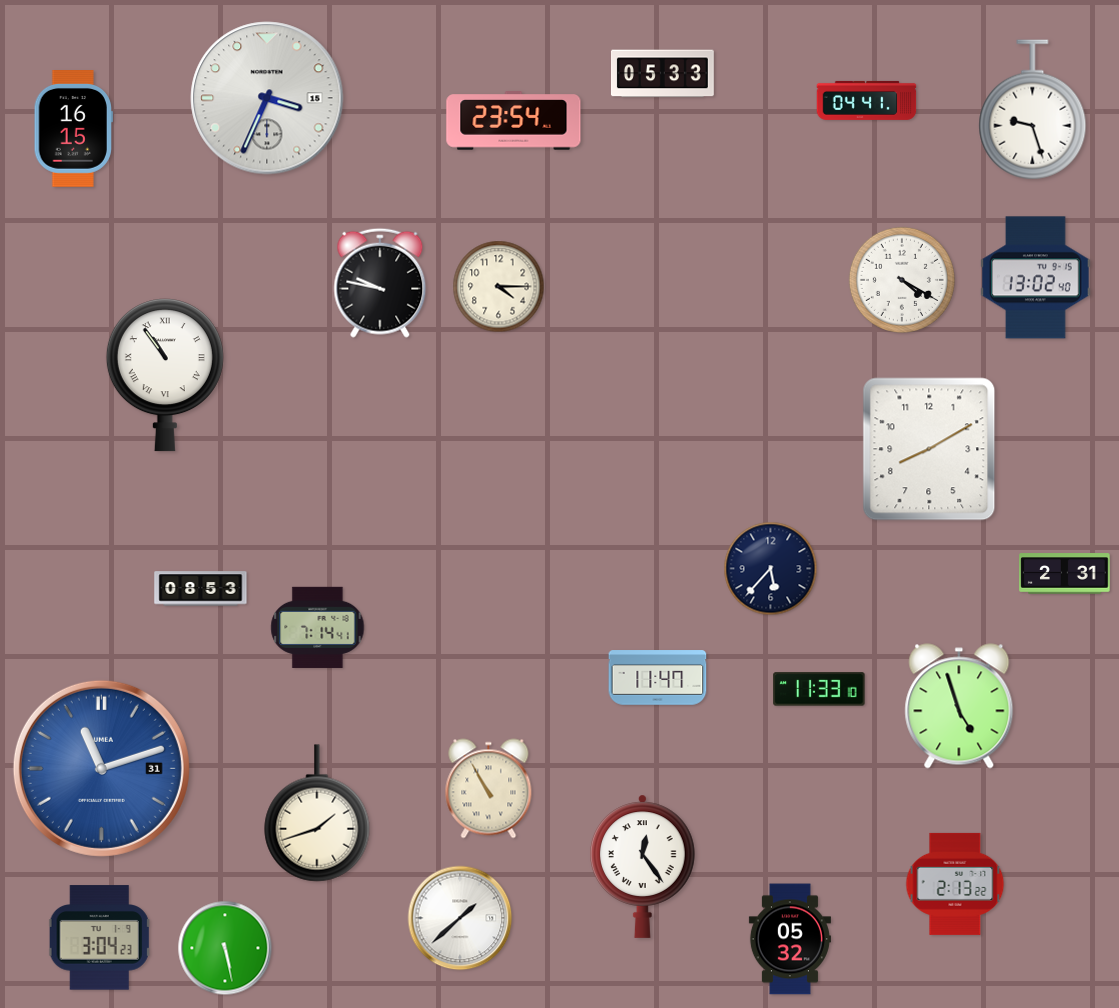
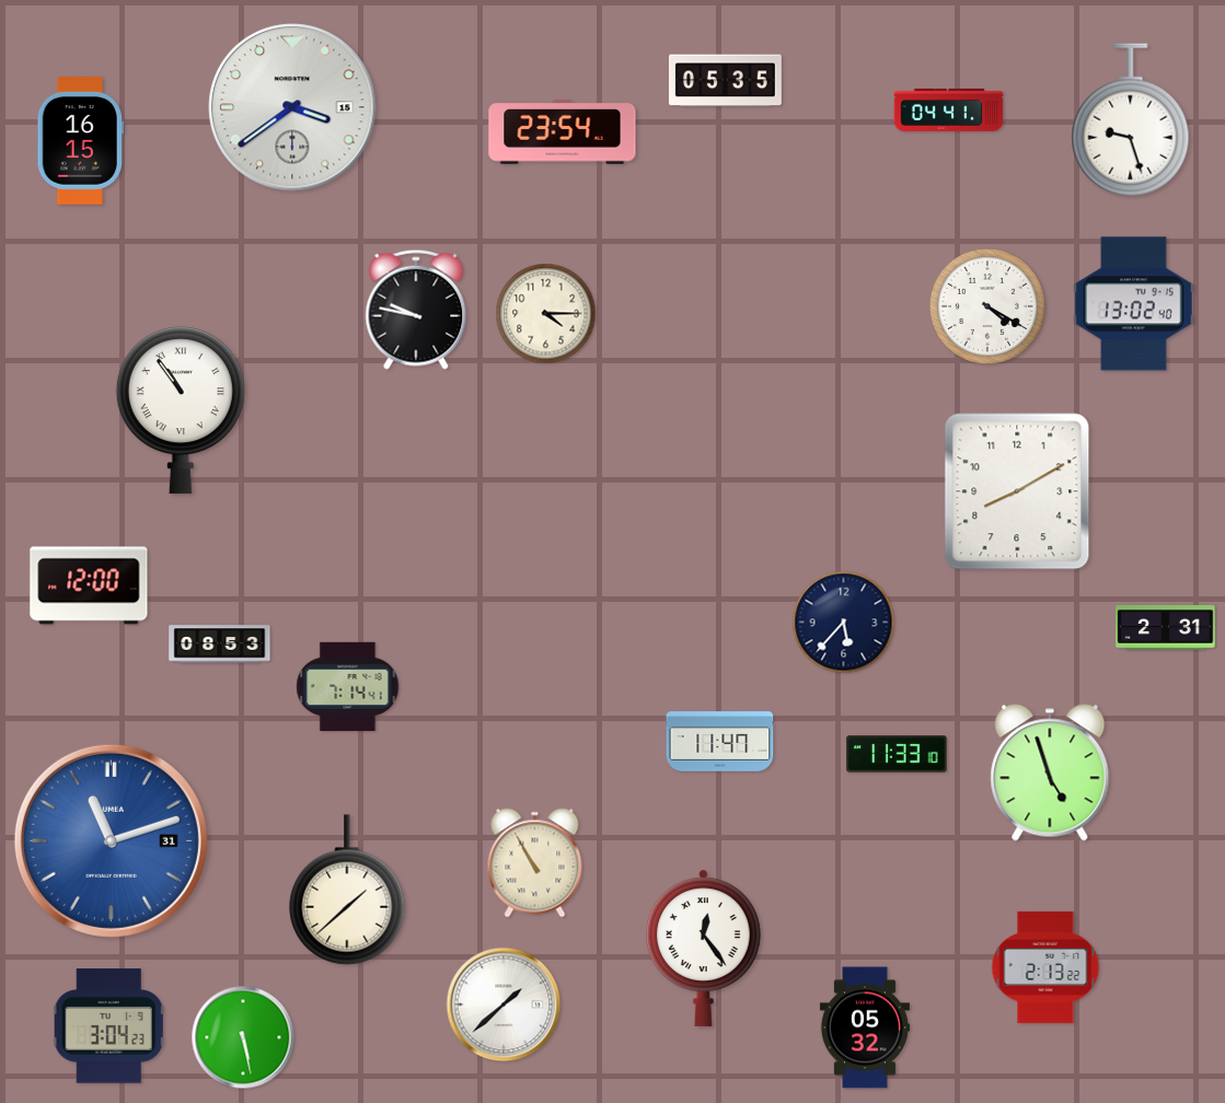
clock at (662, 74): 05:33 -> 05:35
clock at (267, 98): 3:34 -> 3:39
clock at (89, 585): none -> 12:00
clock at (317, 813): 1:42 -> 1:38
clock at (225, 948) position: (225, 948) -> (243, 1037)
